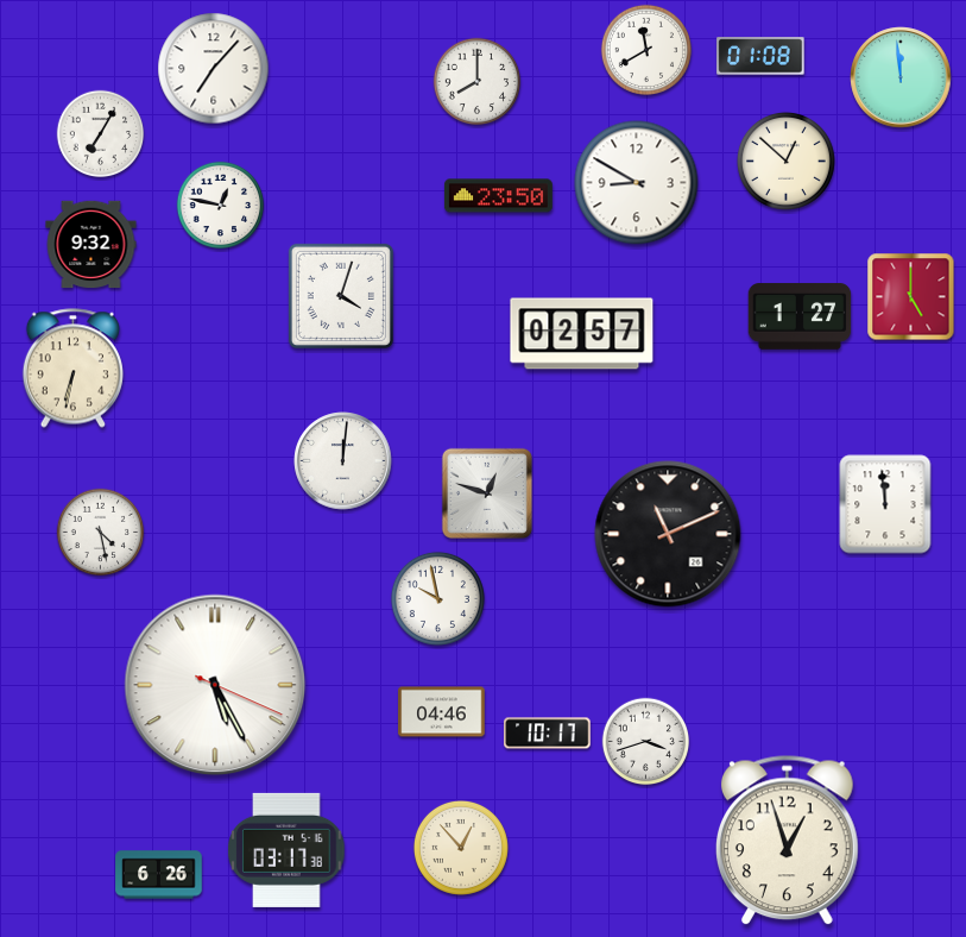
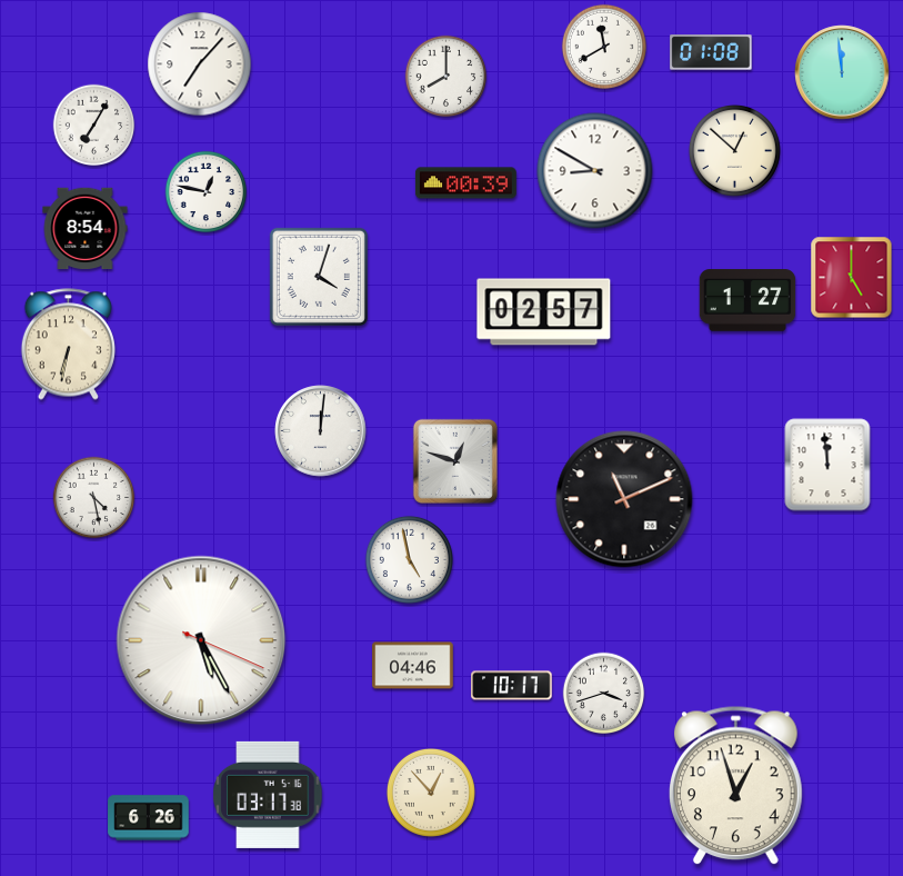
clock at (498, 196): 23:50 -> 00:39
clock at (91, 245): 9:32 -> 8:54
clock at (800, 316) position: (800, 316) -> (748, 300)
clock at (885, 504) position: (885, 504) -> (827, 465)
clock at (437, 598): 9:58 -> 4:58
